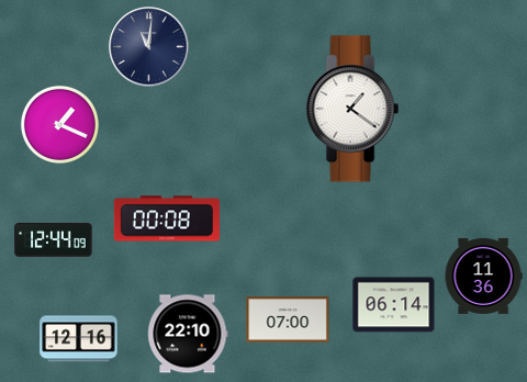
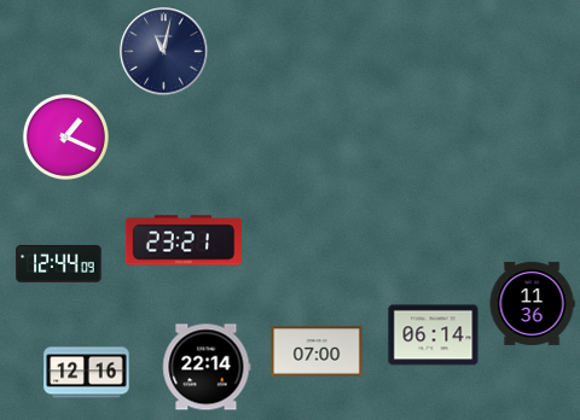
clock at (149, 47): 11:01 -> 11:02
clock at (352, 109): 1:21 -> none
clock at (166, 218): 00:08 -> 23:21
clock at (188, 334): 22:10 -> 22:14
